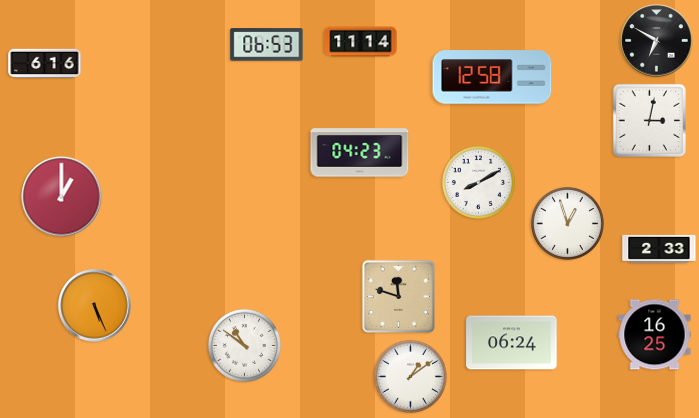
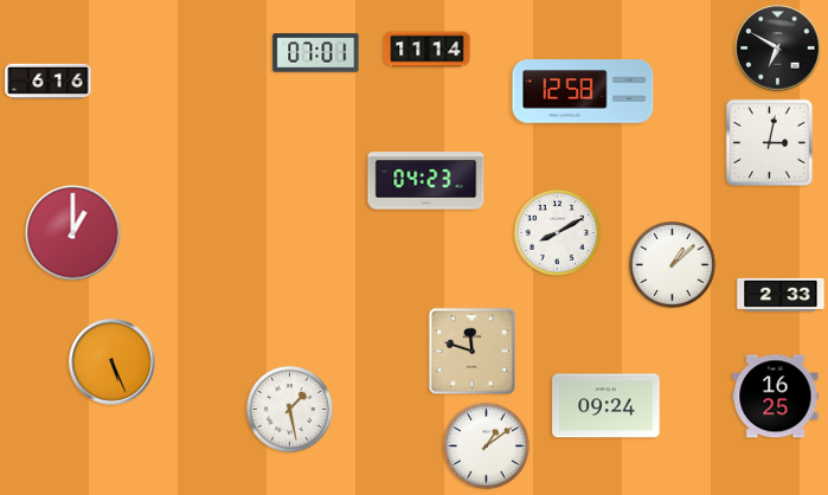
clock at (267, 45): 06:53 -> 07:01
clock at (45, 64) position: (45, 64) -> (49, 82)
clock at (478, 182) position: (478, 182) -> (557, 232)
clock at (567, 223): 12:57 -> 1:08
clock at (512, 343): 06:24 -> 09:24
clock at (244, 345): 10:51 -> 1:28
